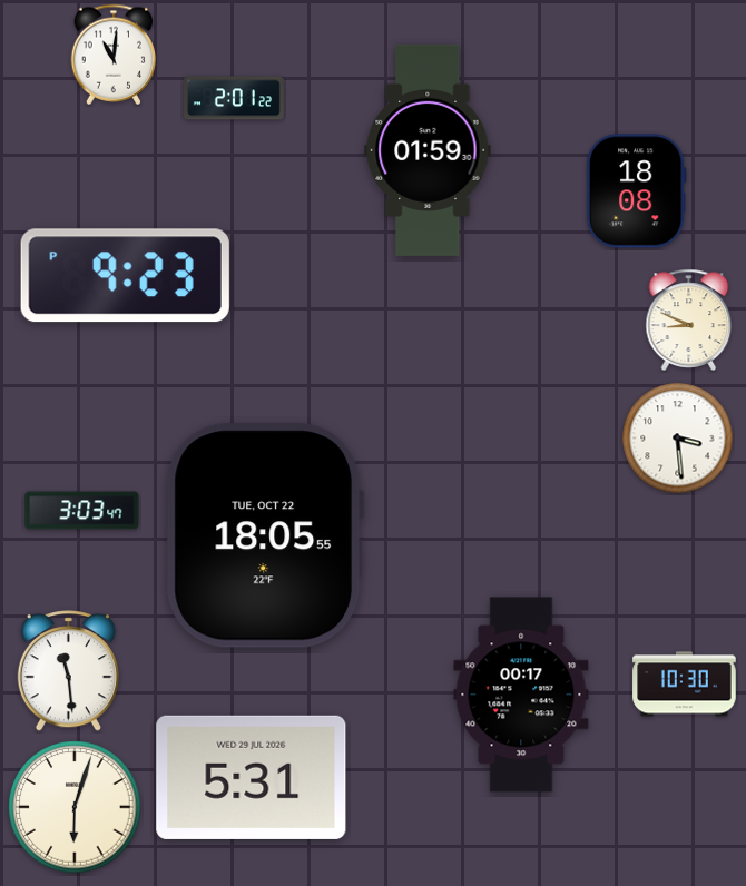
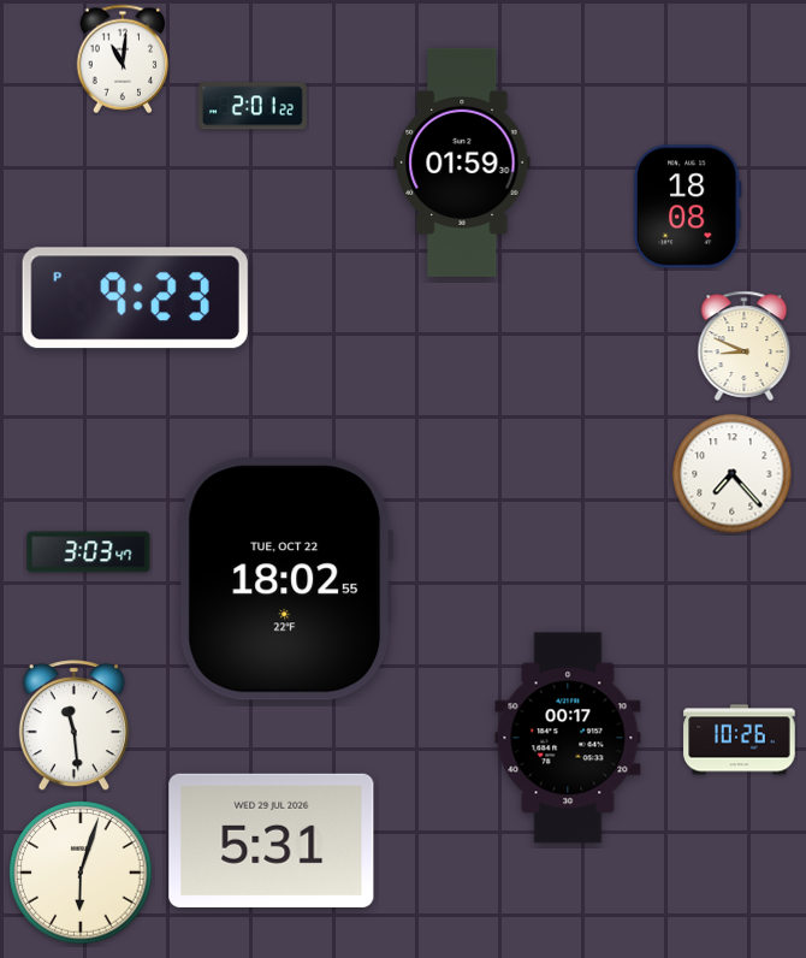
clock at (678, 439): 3:29 -> 7:23
clock at (265, 536): 18:05 -> 18:02
clock at (685, 685): 10:30 -> 10:26
clock at (521, 695) position: (521, 695) -> (568, 738)
